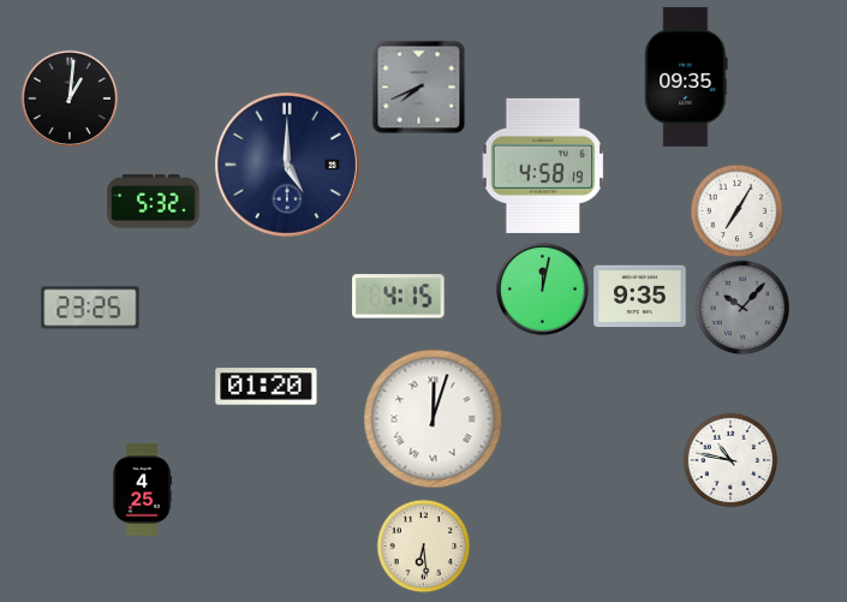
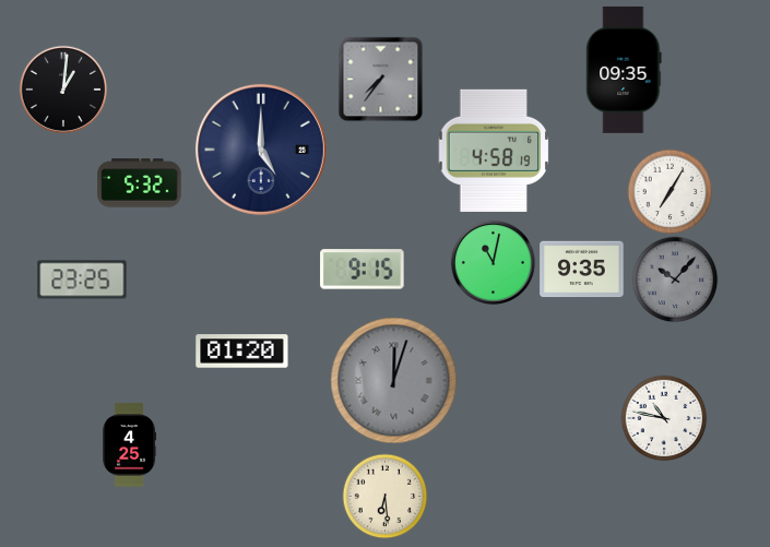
clock at (418, 87): 7:41 -> 7:36
clock at (542, 288): 12:02 -> 11:02
clock at (399, 297): 4:15 -> 9:15
clock at (434, 419) dial: white -> grey
